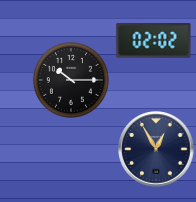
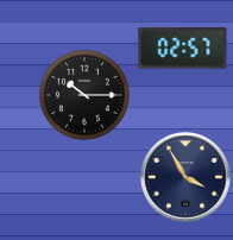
clock at (154, 41): 02:02 -> 02:57
clock at (156, 149): 12:55 -> 3:55
